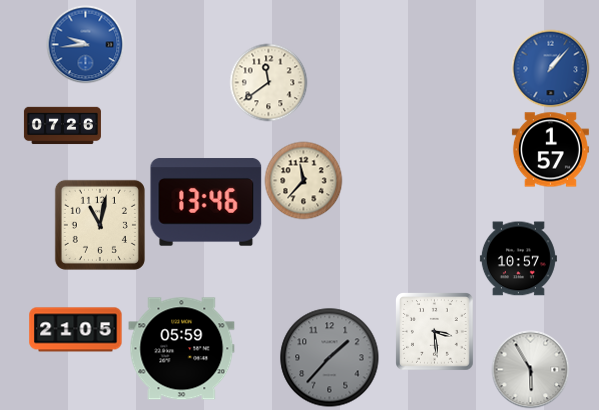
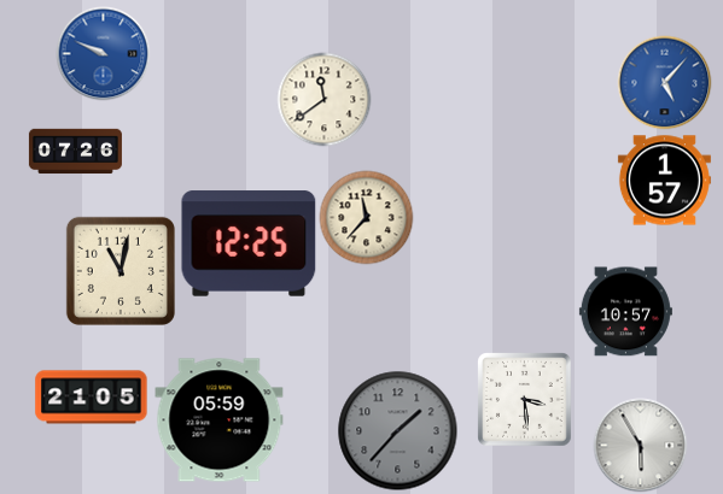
clock at (85, 44): 9:44 -> 9:49
clock at (550, 68): 1:07 -> 5:07
clock at (206, 202): 13:46 -> 12:25
